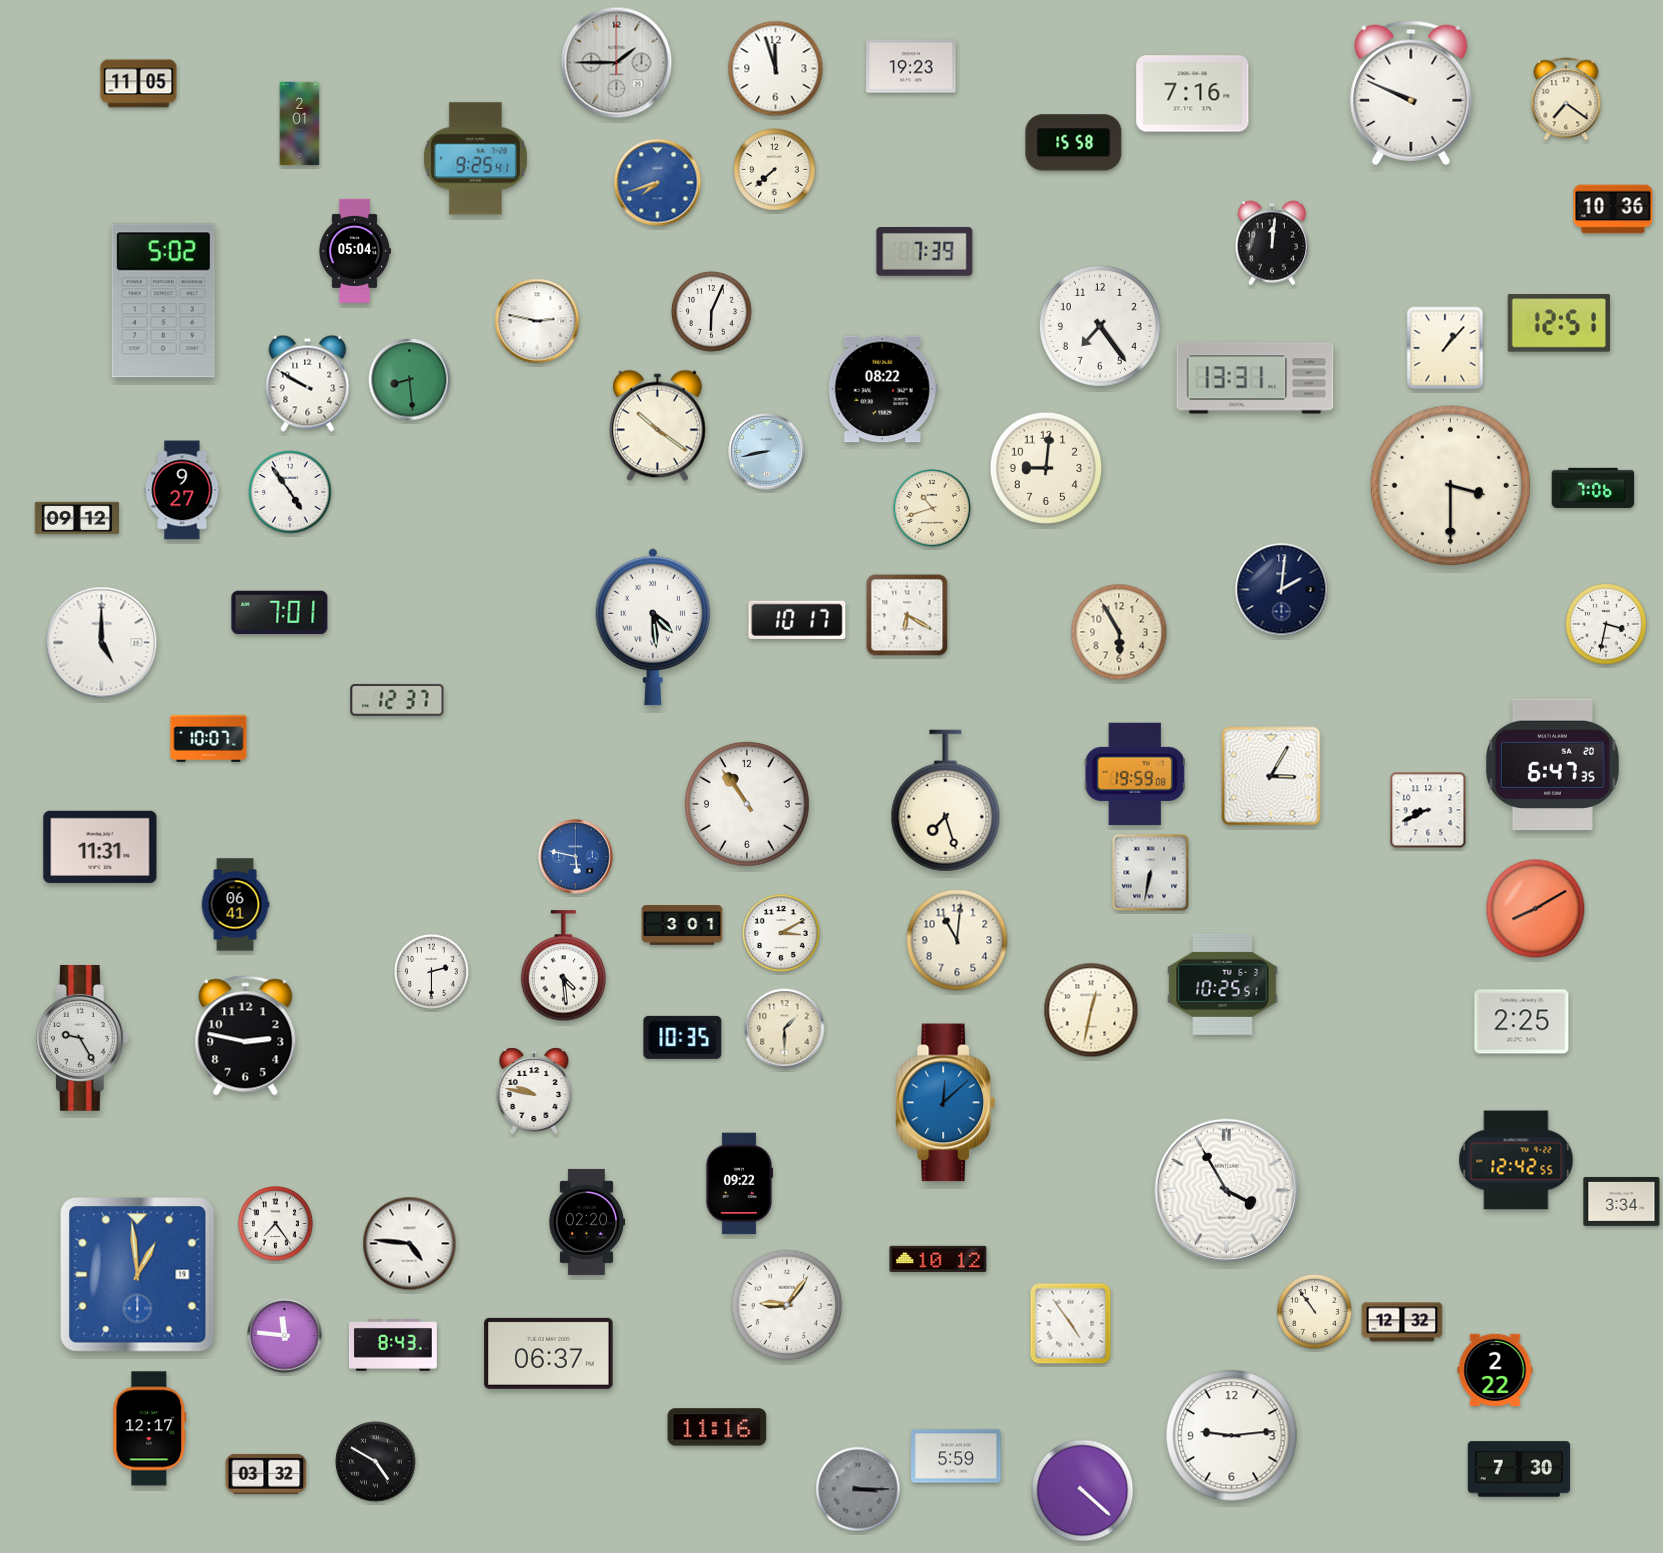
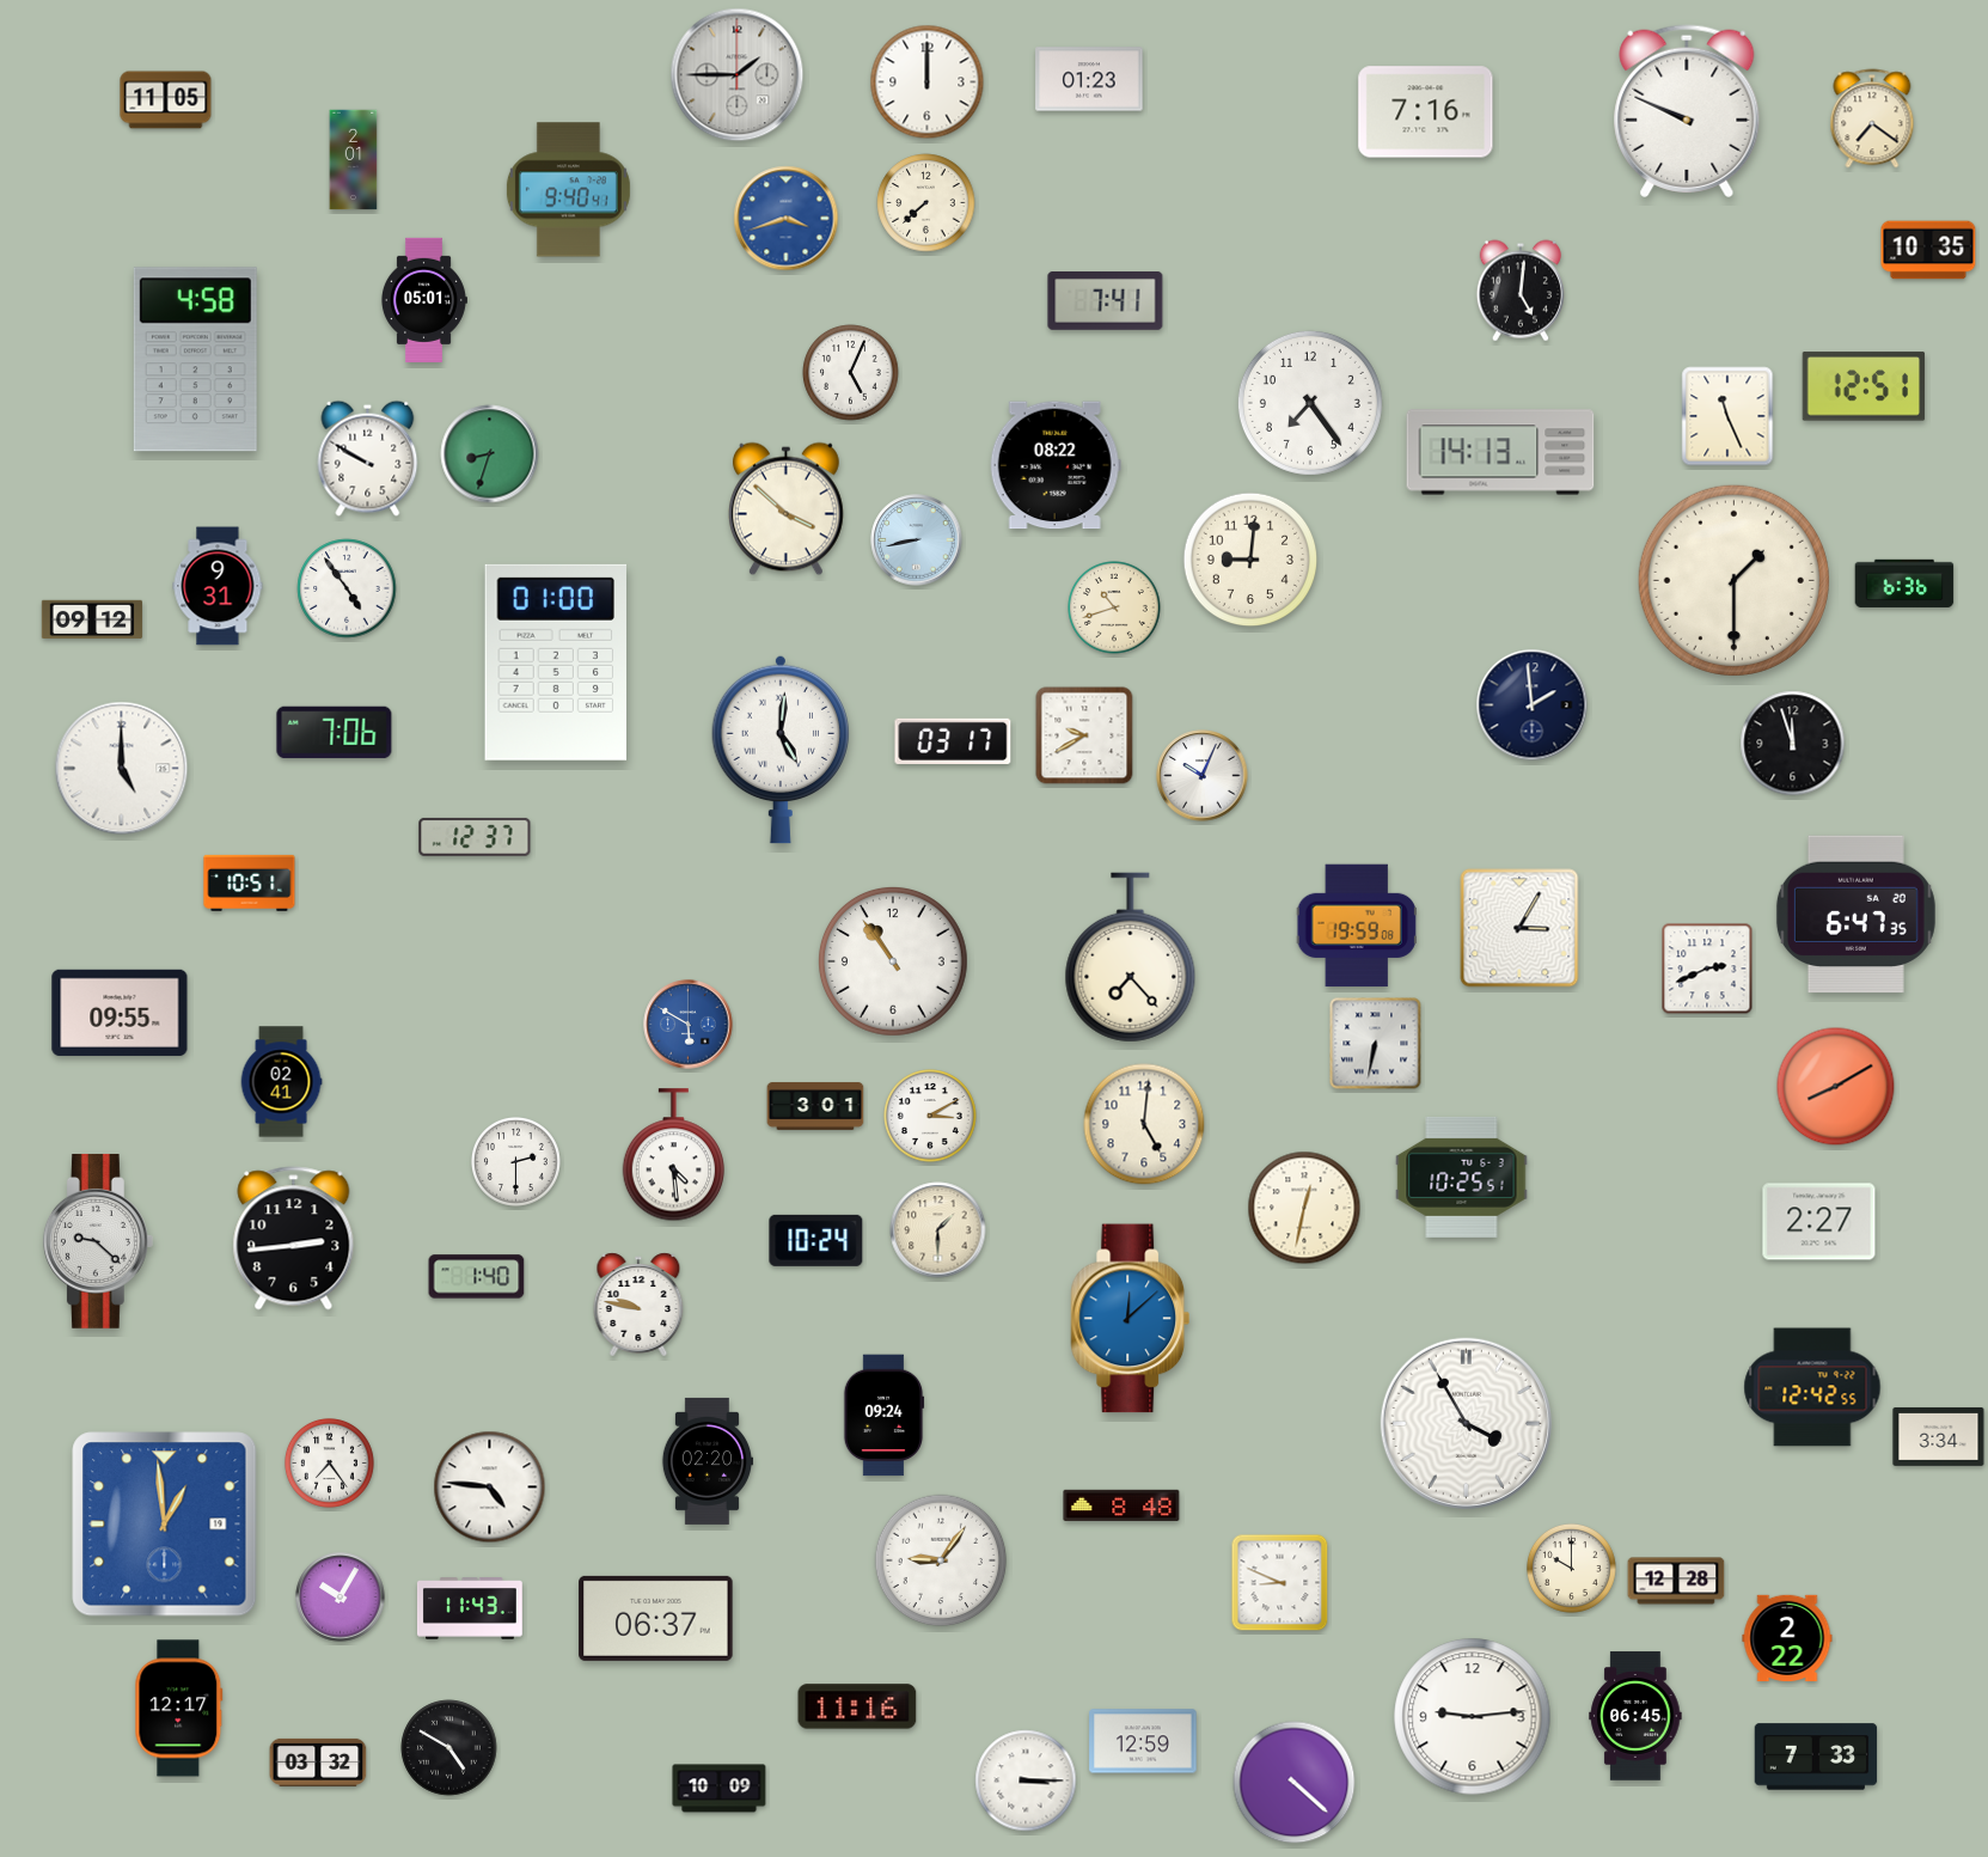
clock at (911, 66): 19:23 -> 01:23
clock at (776, 69): 11:57 -> 12:00
clock at (300, 124) position: (300, 124) -> (354, 160)
clock at (1074, 143): 15:58 -> none
clock at (475, 159): 9:25 -> 9:40
clock at (658, 183): 7:42 -> 3:42
clock at (1613, 209): 10:36 -> 10:35
clock at (1272, 243): 12:01 -> 5:01
clock at (354, 251): 05:04 -> 05:01
clock at (925, 252): 7:39 -> 7:41
clock at (163, 301): 5:02 -> 4:58
clock at (712, 312): 6:04 -> 5:04
clock at (537, 321): 2:47 -> none
clock at (1100, 326) position: (1100, 326) -> (1310, 403)
clock at (1445, 348): 1:07 -> 11:26
clock at (1255, 378): 13:31 -> 14:13
clock at (410, 380): 8:29 -> 8:33
clock at (657, 426): 10:21 -> 3:52
clock at (1450, 485): 3:30 -> 1:30
clock at (1593, 487): 7:06 -> 6:36
clock at (182, 490): 9:27 -> 9:31
clock at (555, 662): none -> 01:00
clock at (1282, 590): 2:01 -> 1:59
clock at (280, 613): 7:01 -> 7:06
clock at (907, 615): 6:20 -> 9:40
clock at (797, 620): 10:17 -> 03:17
clock at (1793, 744): none -> 11:57
clock at (1606, 624): 3:32 -> none
clock at (653, 627): 4:29 -> 5:01
clock at (1119, 632): 5:55 -> none
clock at (1203, 776): none -> 10:04
clock at (209, 738): 10:07 -> 10:51
clock at (946, 801): 7:27 -> 7:23
clock at (1428, 810): 8:41 -> 2:41
clock at (100, 847): 11:31 -> 09:55
clock at (576, 857): 5:47 -> 5:50
clock at (235, 905): 06:41 -> 02:41
clock at (781, 933) position: (781, 933) -> (930, 1116)
clock at (957, 940): 11:01 -> 5:01
clock at (1522, 1022): 2:25 -> 2:27
clock at (246, 1036): 2:47 -> 2:44
clock at (683, 1037): 10:35 -> 10:24
clock at (82, 1038): 9:25 -> 9:22
clock at (477, 1277): none -> 1:40
clock at (739, 1184): 09:22 -> 09:24
clock at (587, 1222) position: (587, 1222) -> (708, 1461)
clock at (938, 1259): 10:12 -> 8:48
clock at (1315, 1312): 10:54 -> 10:00
clock at (1402, 1322): 12:32 -> 12:28
clock at (1071, 1324): 4:54 -> 8:49
clock at (285, 1336): 11:46 -> 10:05
clock at (394, 1345): 8:43 -> 11:43
clock at (1635, 1716): none -> 06:45
clock at (956, 1456): 5:59 -> 12:59
clock at (1519, 1469): 7:30 -> 7:33
clock at (858, 1489) dial: grey -> white
clock at (720, 1789): none -> 10:09
